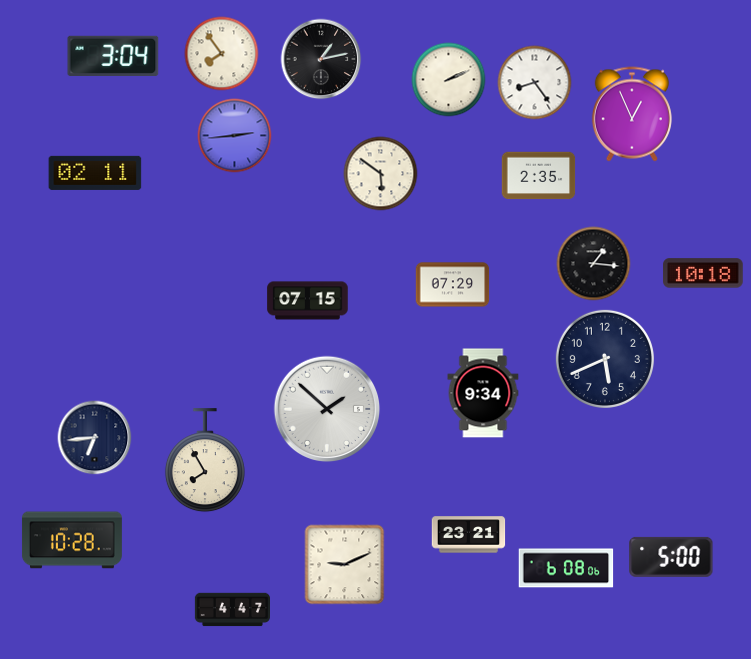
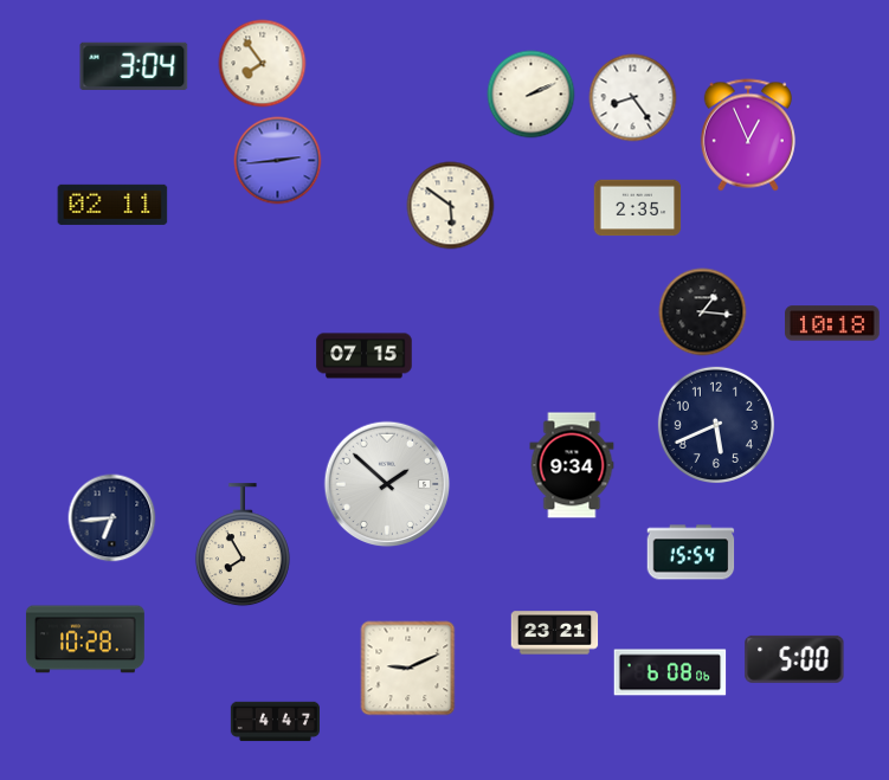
clock at (321, 59): 1:13 -> none
clock at (453, 285): 07:29 -> none
clock at (691, 553): none -> 15:54
